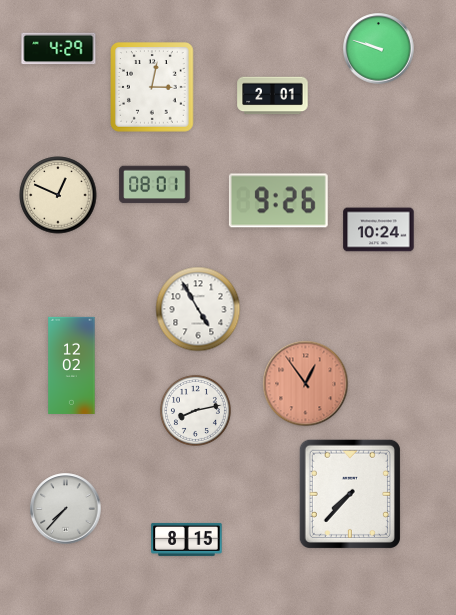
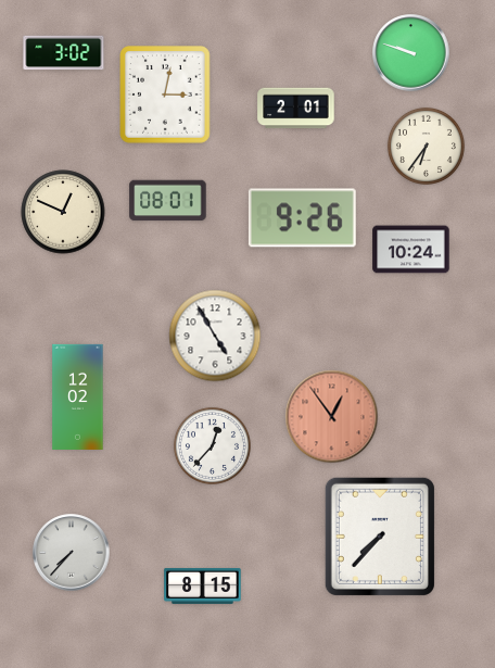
clock at (59, 49): 4:29 -> 3:02
clock at (273, 96) position: (273, 96) -> (296, 109)
clock at (426, 146): none -> 6:36
clock at (195, 410): 8:13 -> 12:37
